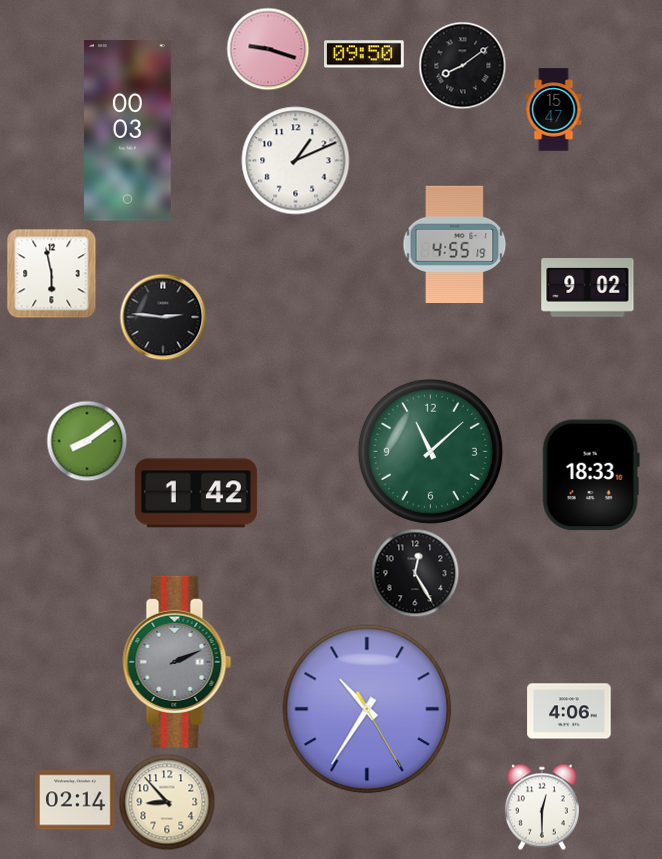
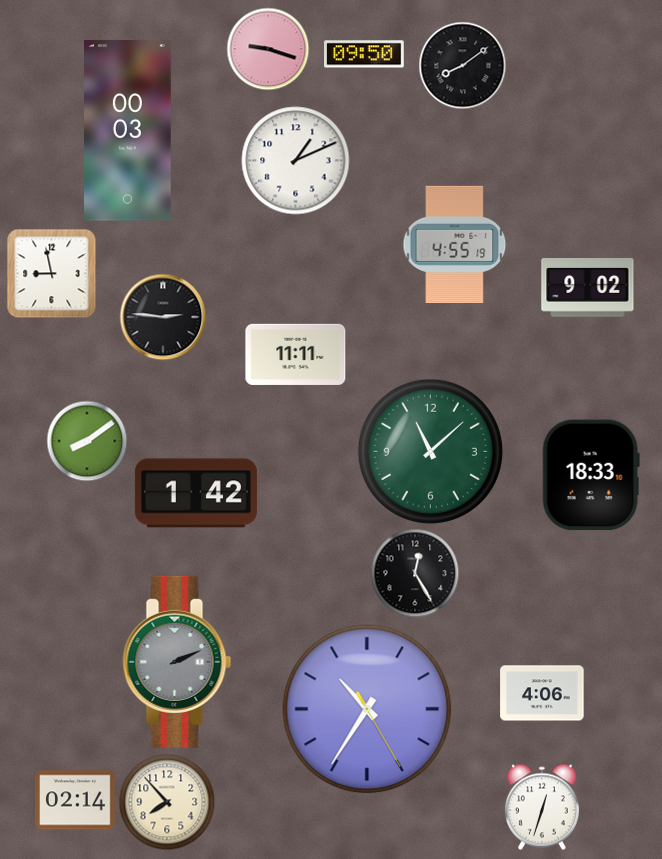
clock at (554, 110): 15:47 -> none
clock at (51, 273): 5:58 -> 8:58
clock at (296, 354): none -> 11:11
clock at (569, 711) position: (569, 711) -> (542, 693)
clock at (167, 802): 8:53 -> 7:53
clock at (542, 807): 12:30 -> 12:33
